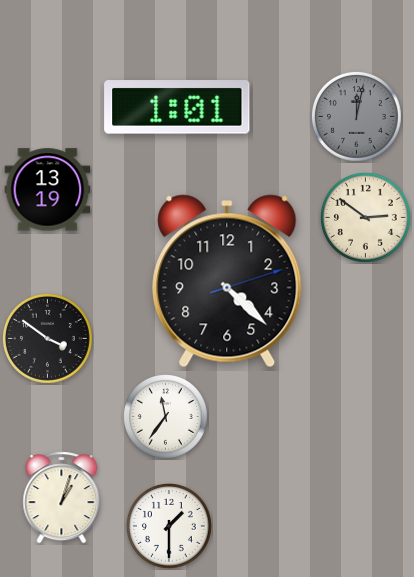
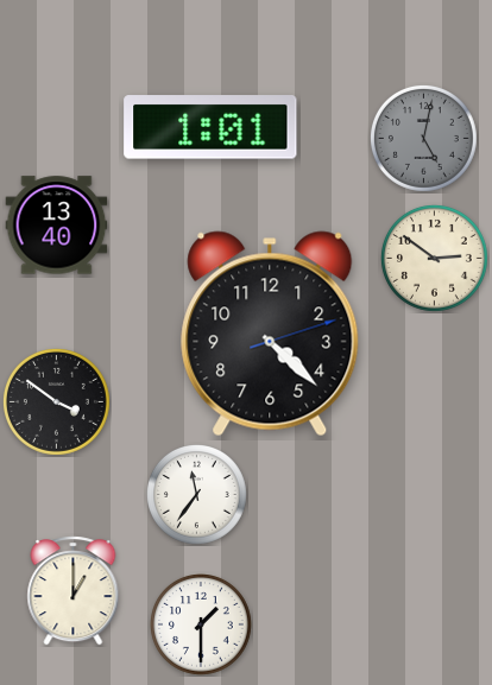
clock at (356, 116): 12:02 -> 5:02
clock at (48, 190): 13:19 -> 13:40
clock at (62, 498): 1:03 -> 1:00
